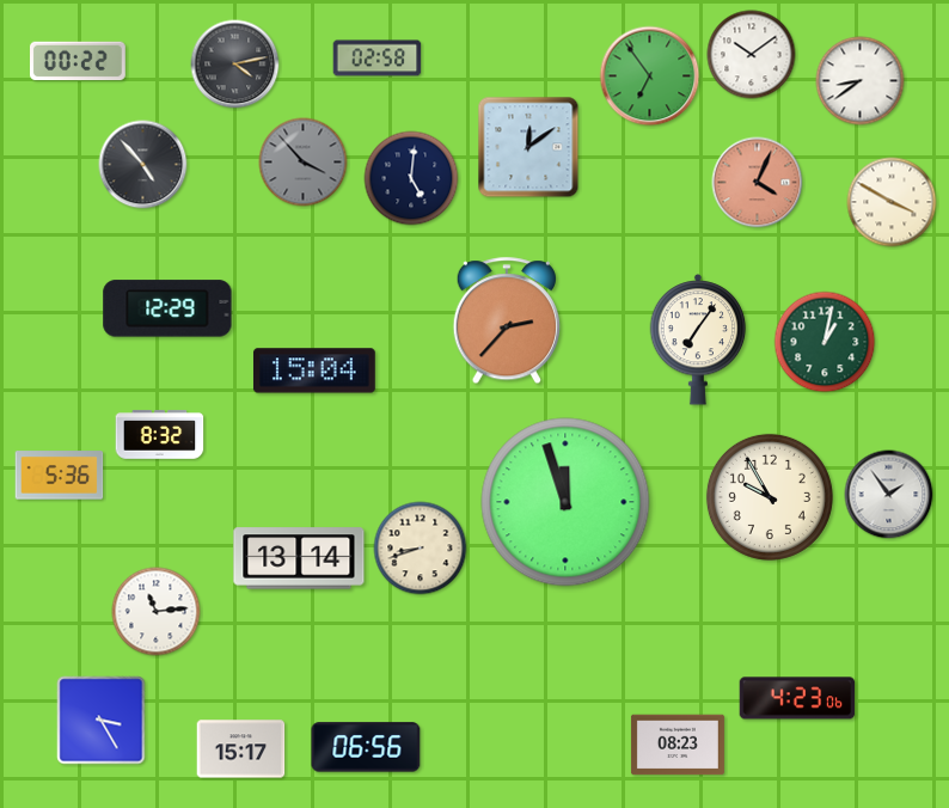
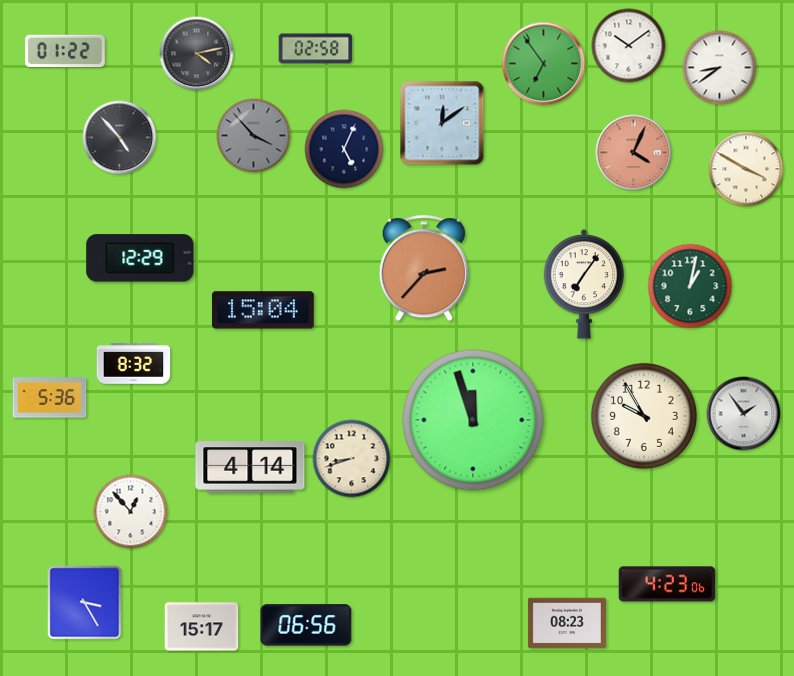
clock at (79, 61): 00:22 -> 01:22
clock at (411, 178): 5:01 -> 5:04
clock at (299, 558): 13:14 -> 4:14
clock at (157, 612): 11:14 -> 12:53
